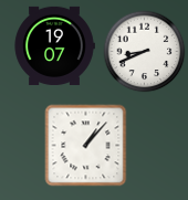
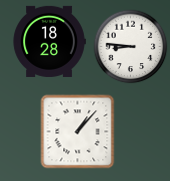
clock at (54, 45): 19:07 -> 18:28
clock at (145, 52): 8:41 -> 8:46
